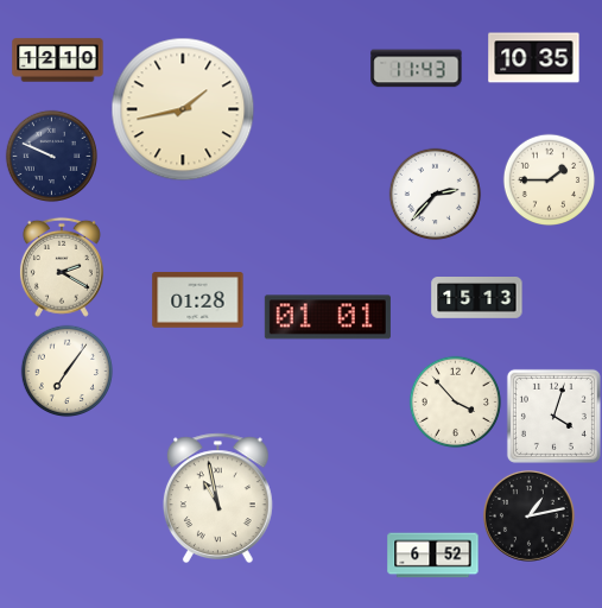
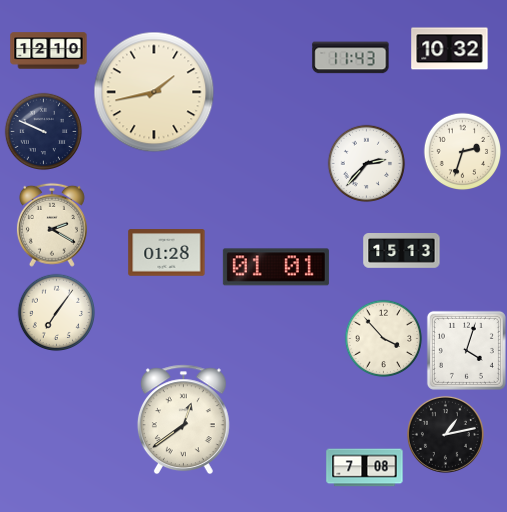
clock at (534, 58): 10:35 -> 10:32
clock at (549, 179): 1:45 -> 2:33
clock at (217, 499): 10:58 -> 12:39
clock at (433, 556): 6:52 -> 7:08
